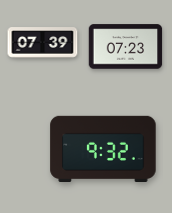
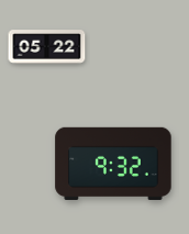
clock at (43, 43): 07:39 -> 05:22
clock at (126, 47): 07:23 -> none
